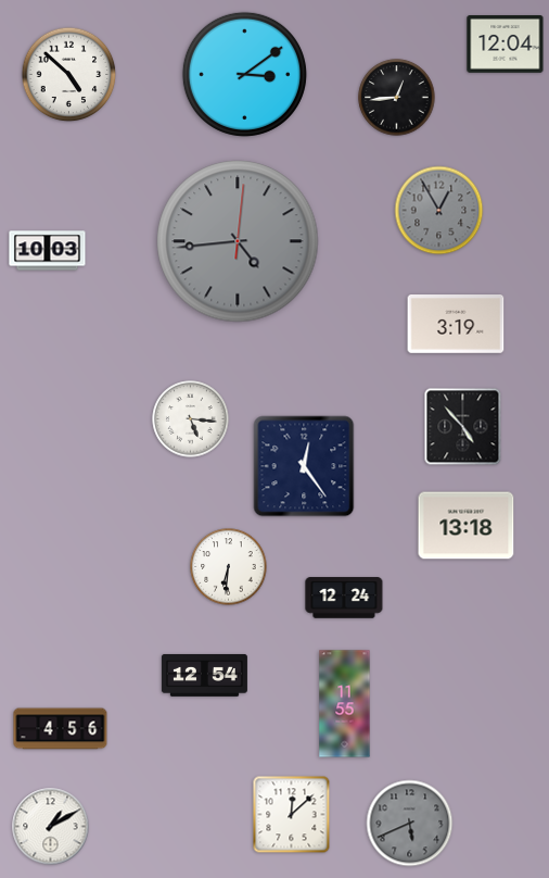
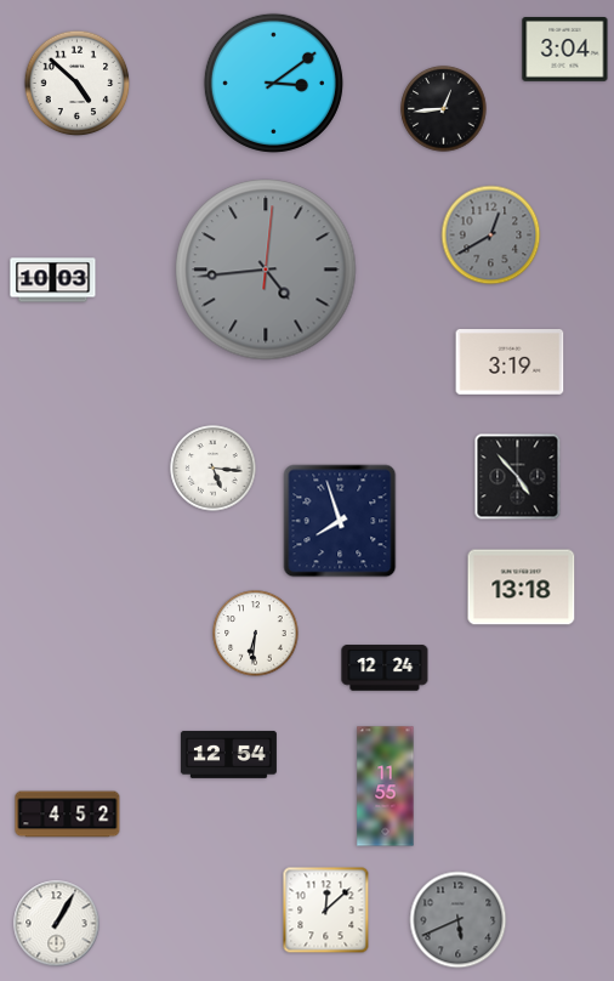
clock at (506, 45): 12:04 -> 3:04
clock at (439, 211): 12:55 -> 12:40
clock at (304, 466): 12:24 -> 7:57
clock at (61, 729): 4:56 -> 4:52
clock at (51, 827): 1:10 -> 1:05
